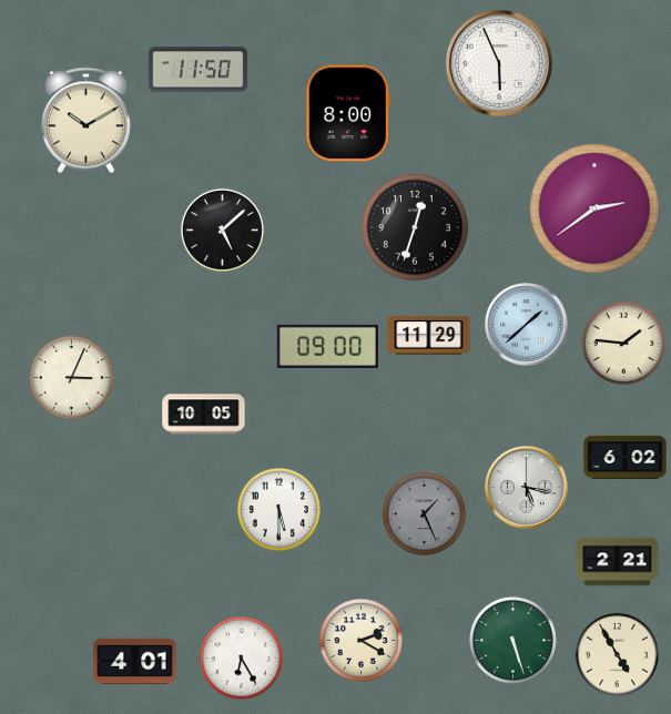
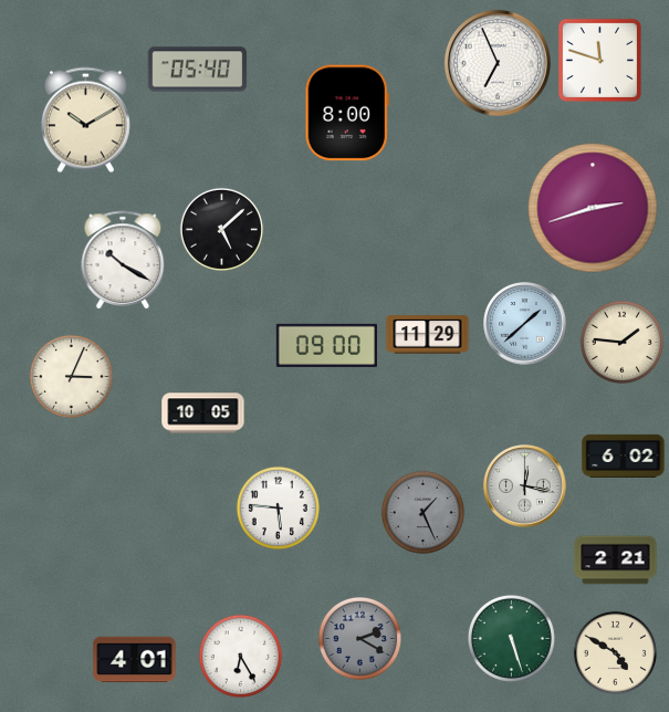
clock at (599, 60): none -> 11:48
clock at (499, 63): 5:56 -> 6:56
clock at (199, 70): 11:50 -> 05:40
clock at (594, 208): 2:39 -> 2:42
clock at (415, 227): 12:33 -> none
clock at (123, 260): none -> 10:20
clock at (527, 488): 5:17 -> 12:17
clock at (278, 509): 5:30 -> 5:46
clock at (360, 640) dial: cream -> grey
clock at (617, 654): 4:55 -> 4:50
